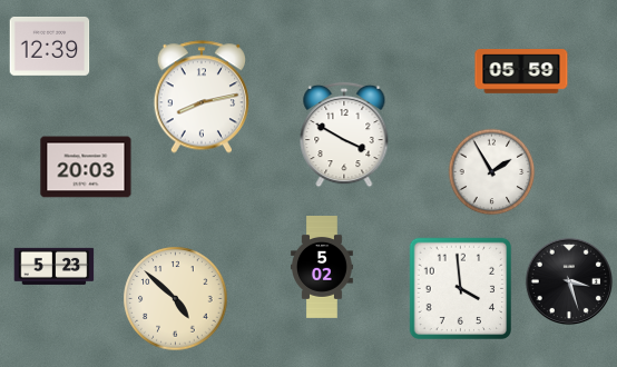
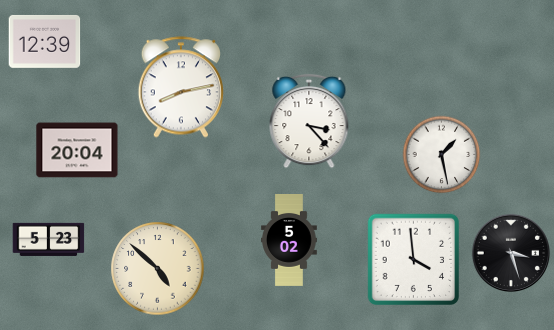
clock at (521, 71): 05:59 -> none
clock at (344, 135): 3:50 -> 3:23
clock at (86, 167): 20:03 -> 20:04
clock at (492, 172): 1:55 -> 1:28
